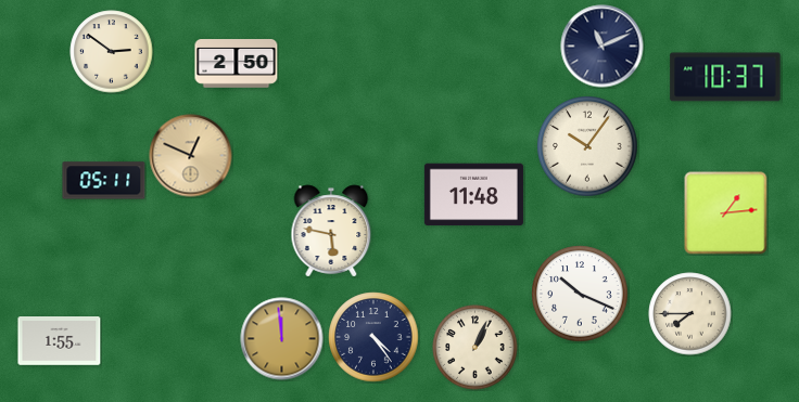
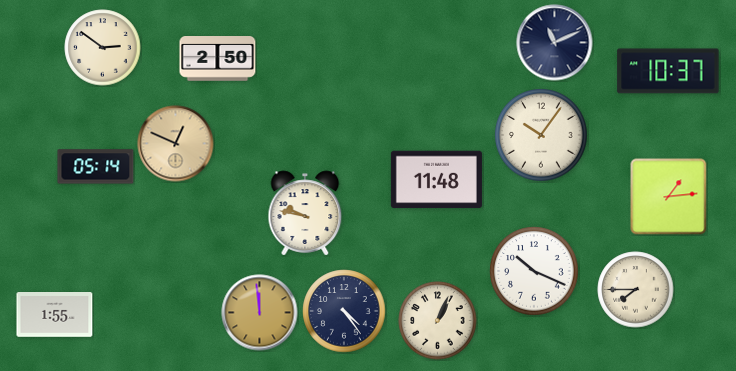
clock at (104, 181): 05:11 -> 05:14
clock at (331, 231): 5:47 -> 9:47
